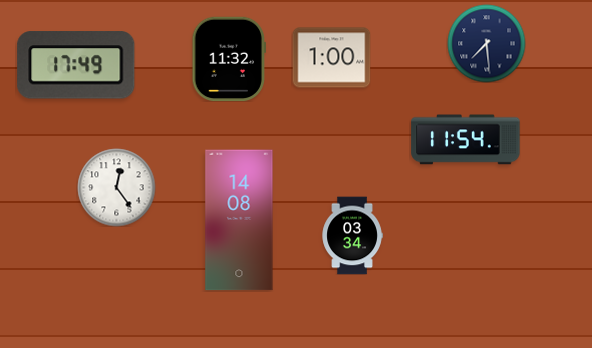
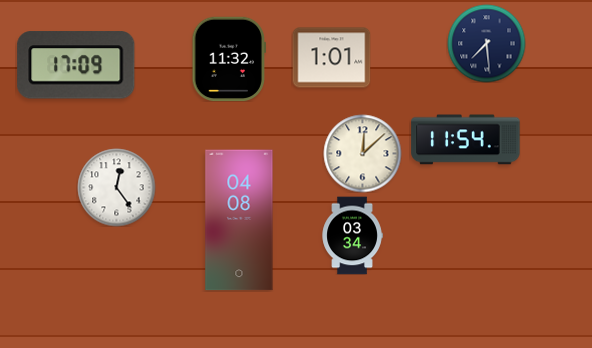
clock at (331, 58): 1:00 -> 1:01
clock at (76, 65): 17:49 -> 17:09
clock at (362, 153): none -> 12:08
clock at (239, 220): 14:08 -> 04:08
